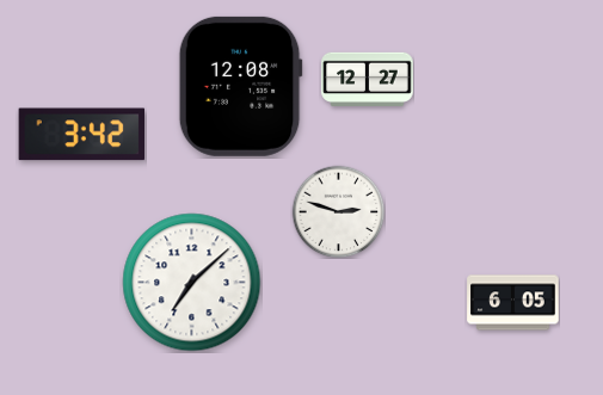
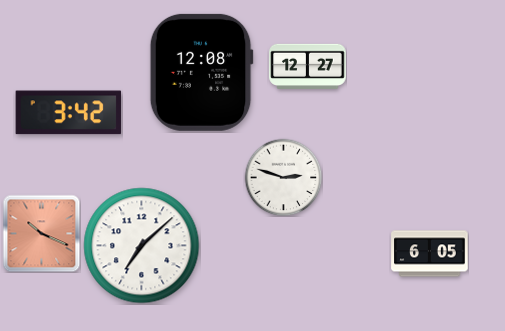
clock at (41, 233): none -> 10:19
clock at (192, 283) position: (192, 283) -> (142, 246)
